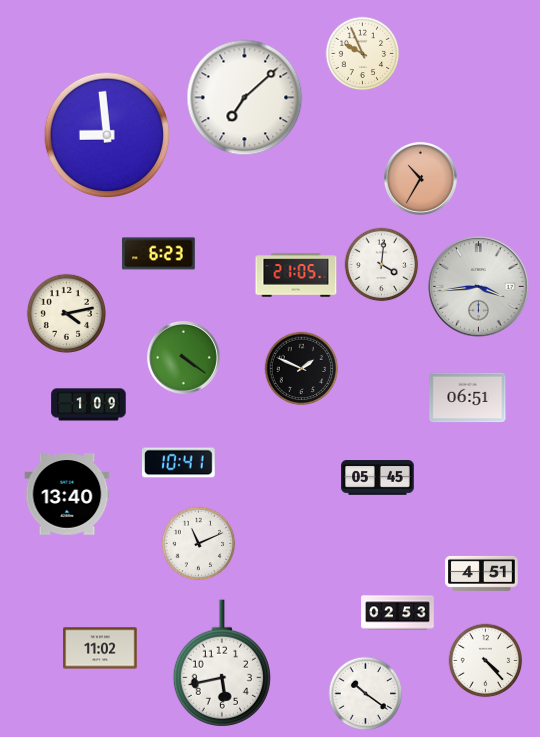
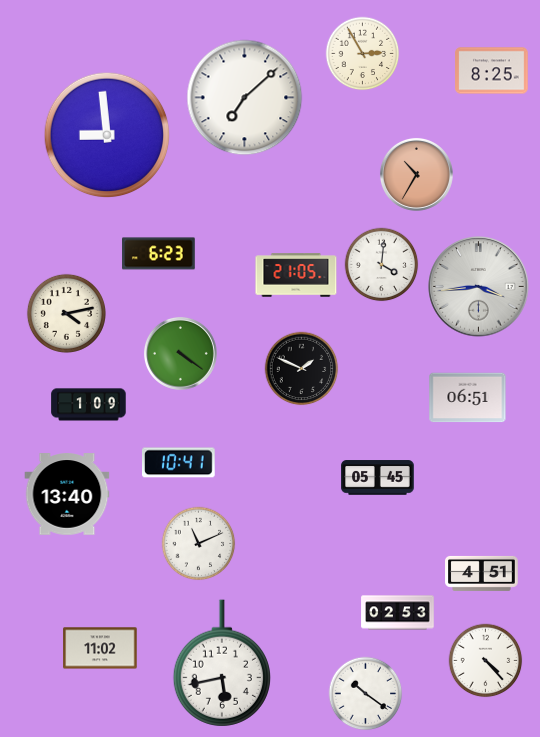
clock at (363, 54): 9:56 -> 2:55
clock at (492, 71): none -> 8:25
clock at (420, 178) position: (420, 178) -> (416, 174)
clock at (183, 357) position: (183, 357) -> (180, 353)
